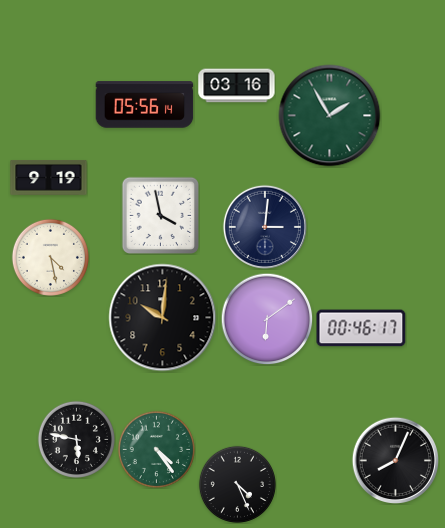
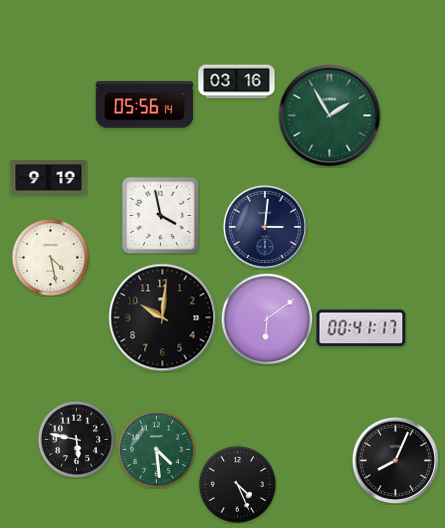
clock at (237, 86) position: (237, 86) -> (237, 82)
clock at (361, 328): 00:46 -> 00:41
clock at (156, 449): 4:24 -> 4:29
